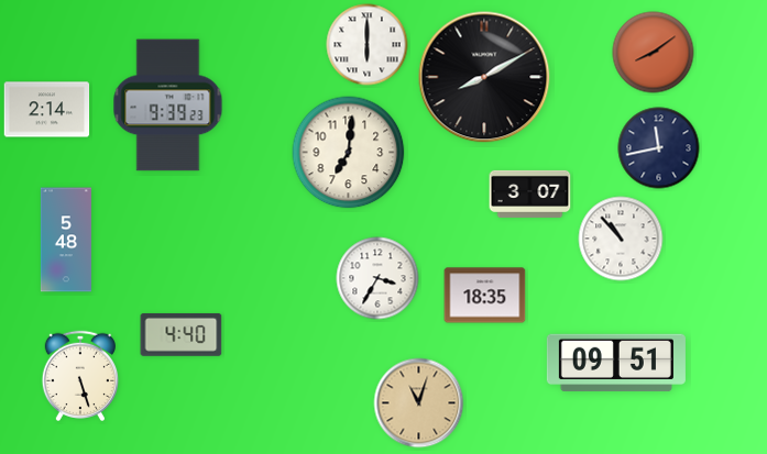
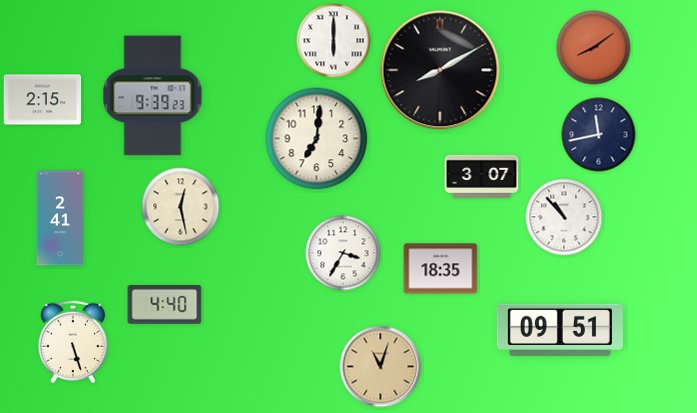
clock at (47, 110): 2:14 -> 2:15
clock at (181, 207): none -> 12:28
clock at (66, 240): 5:48 -> 2:41
